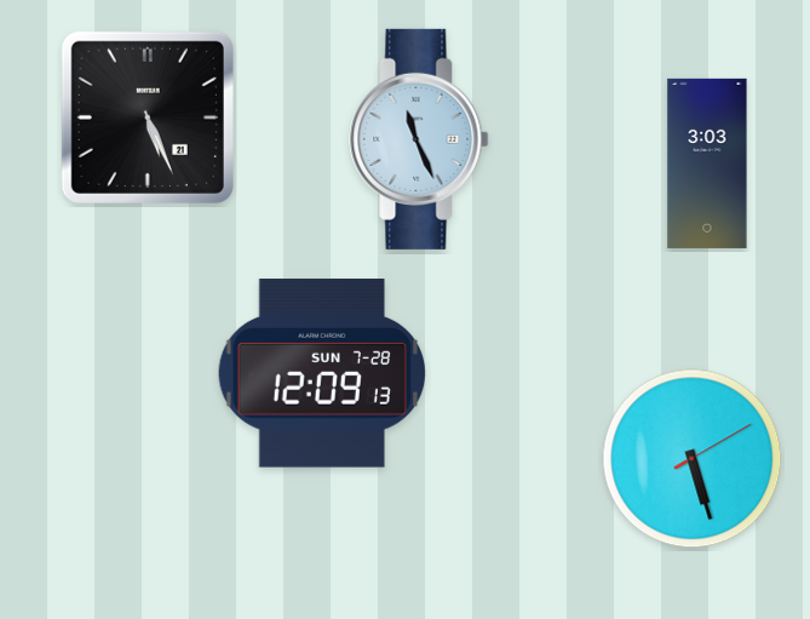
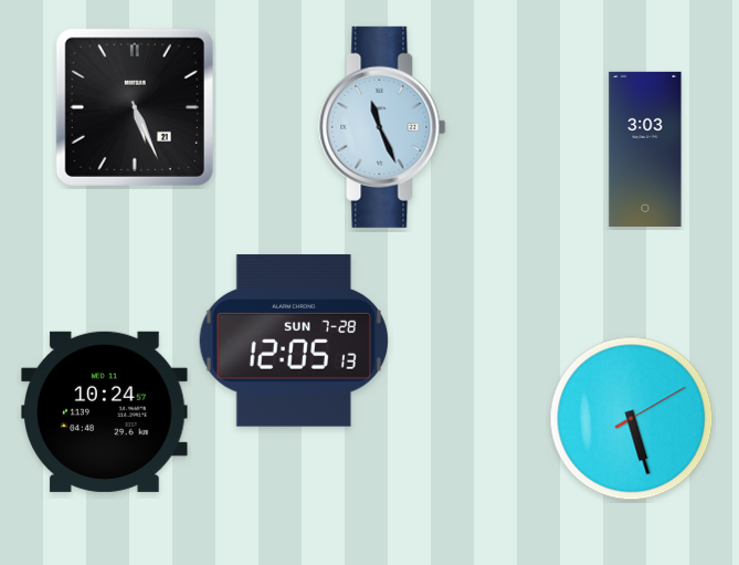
clock at (321, 373): 12:09 -> 12:05
clock at (105, 411): none -> 10:24
